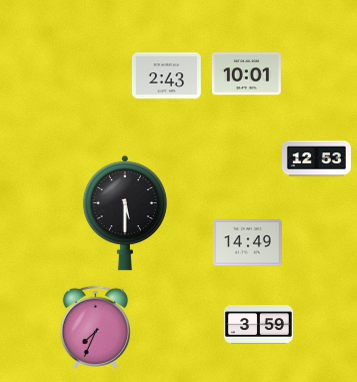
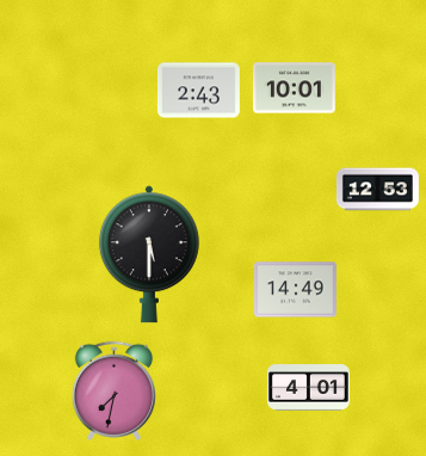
clock at (259, 325): 3:59 -> 4:01
clock at (95, 327): 7:34 -> 7:32
